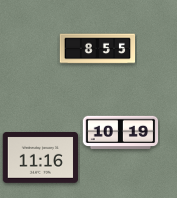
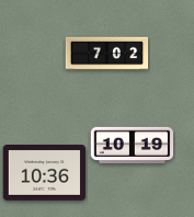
clock at (98, 49): 8:55 -> 7:02
clock at (41, 158): 11:16 -> 10:36
